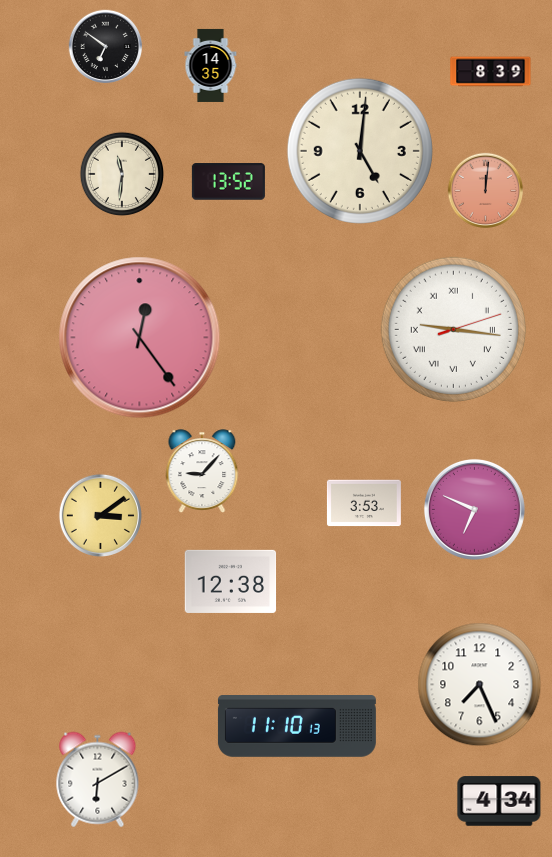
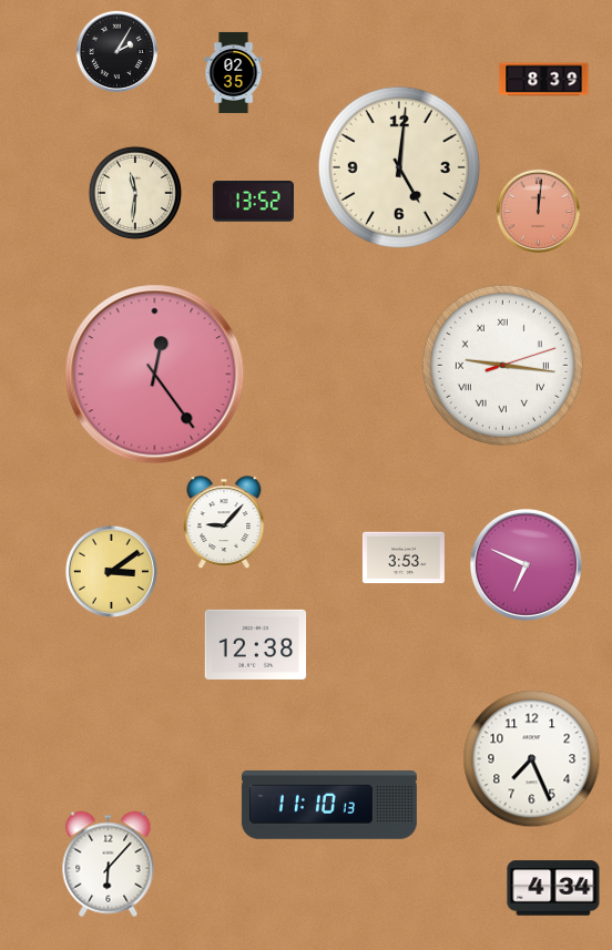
clock at (106, 47): 6:51 -> 2:05
clock at (211, 65): 14:35 -> 02:35
clock at (98, 780): 6:10 -> 6:07
